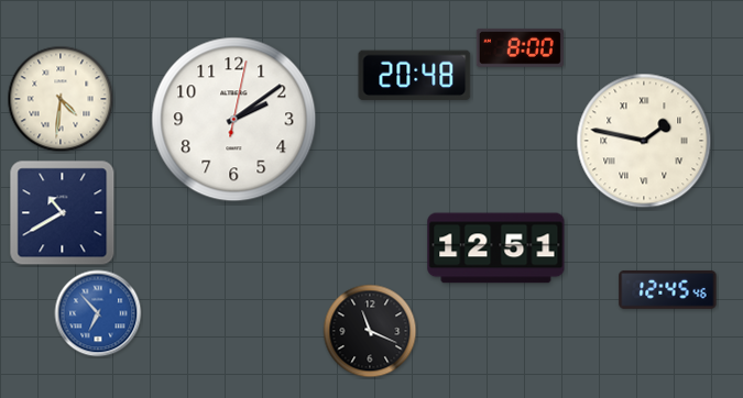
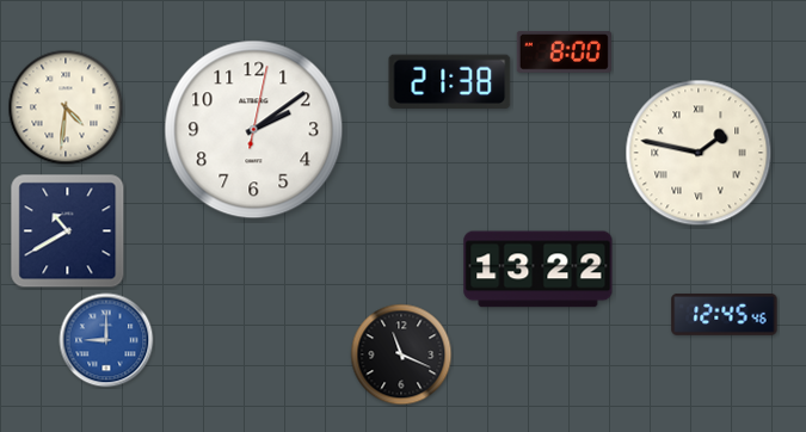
clock at (415, 76): 20:48 -> 21:38
clock at (496, 248): 12:51 -> 13:22
clock at (98, 313): 6:53 -> 9:00
clock at (370, 331) position: (370, 331) -> (401, 354)
